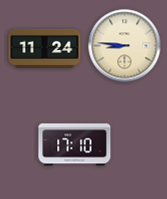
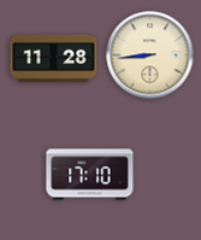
clock at (125, 46): 8:46 -> 8:44
clock at (45, 48): 11:24 -> 11:28
